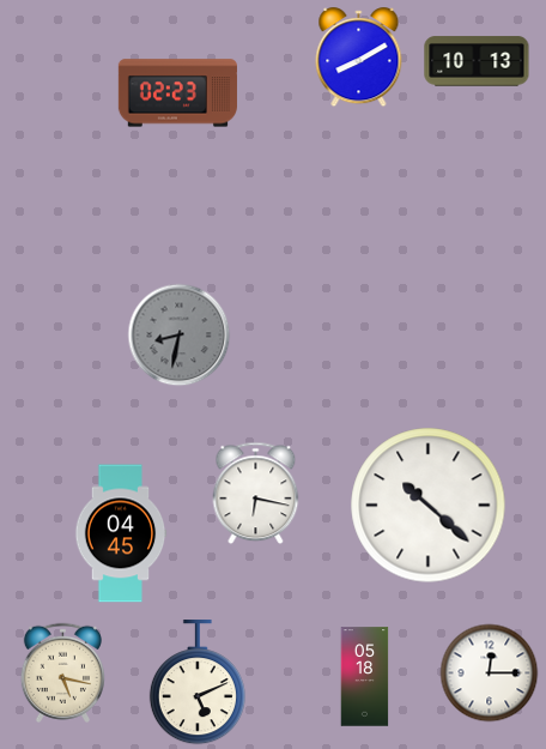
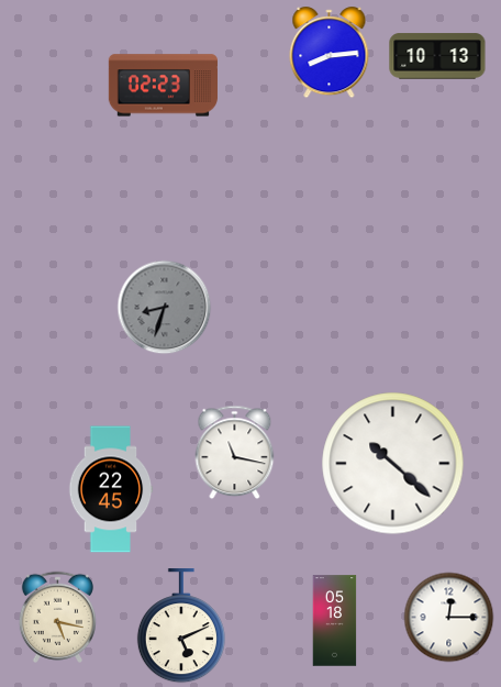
clock at (359, 58): 8:10 -> 8:14
clock at (180, 336): 8:32 -> 8:33
clock at (256, 494): 6:17 -> 11:17
clock at (121, 533): 04:45 -> 22:45
